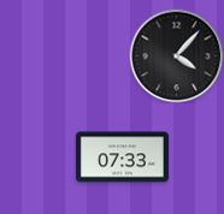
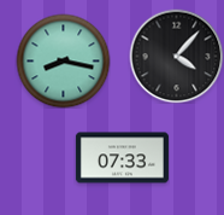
clock at (63, 60): none -> 8:17
